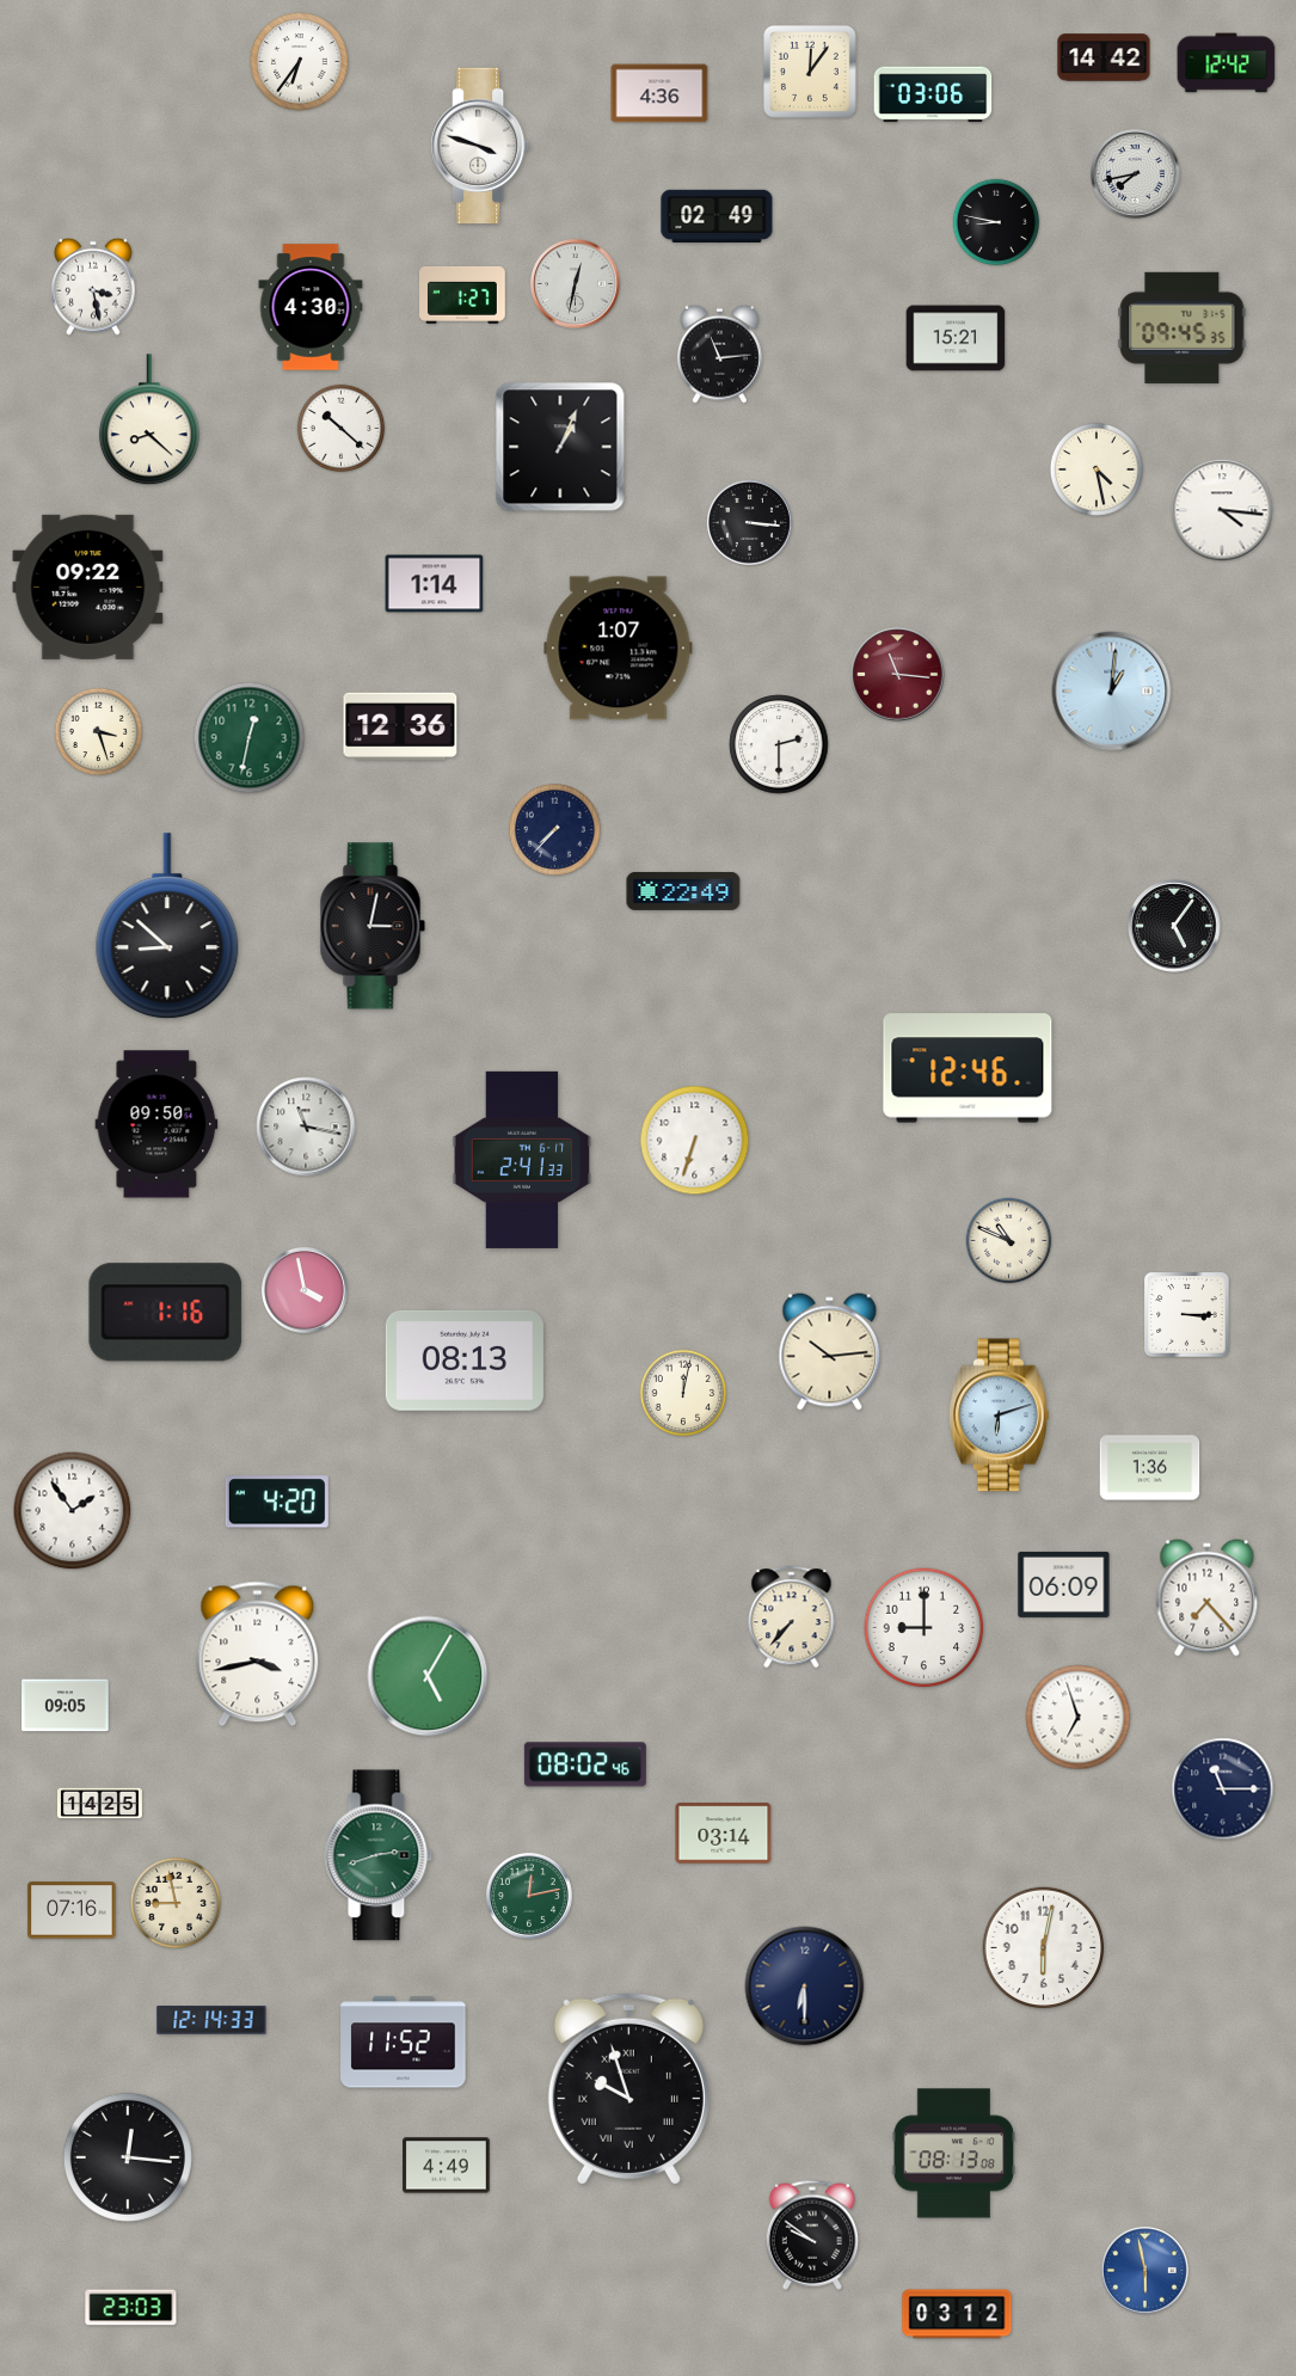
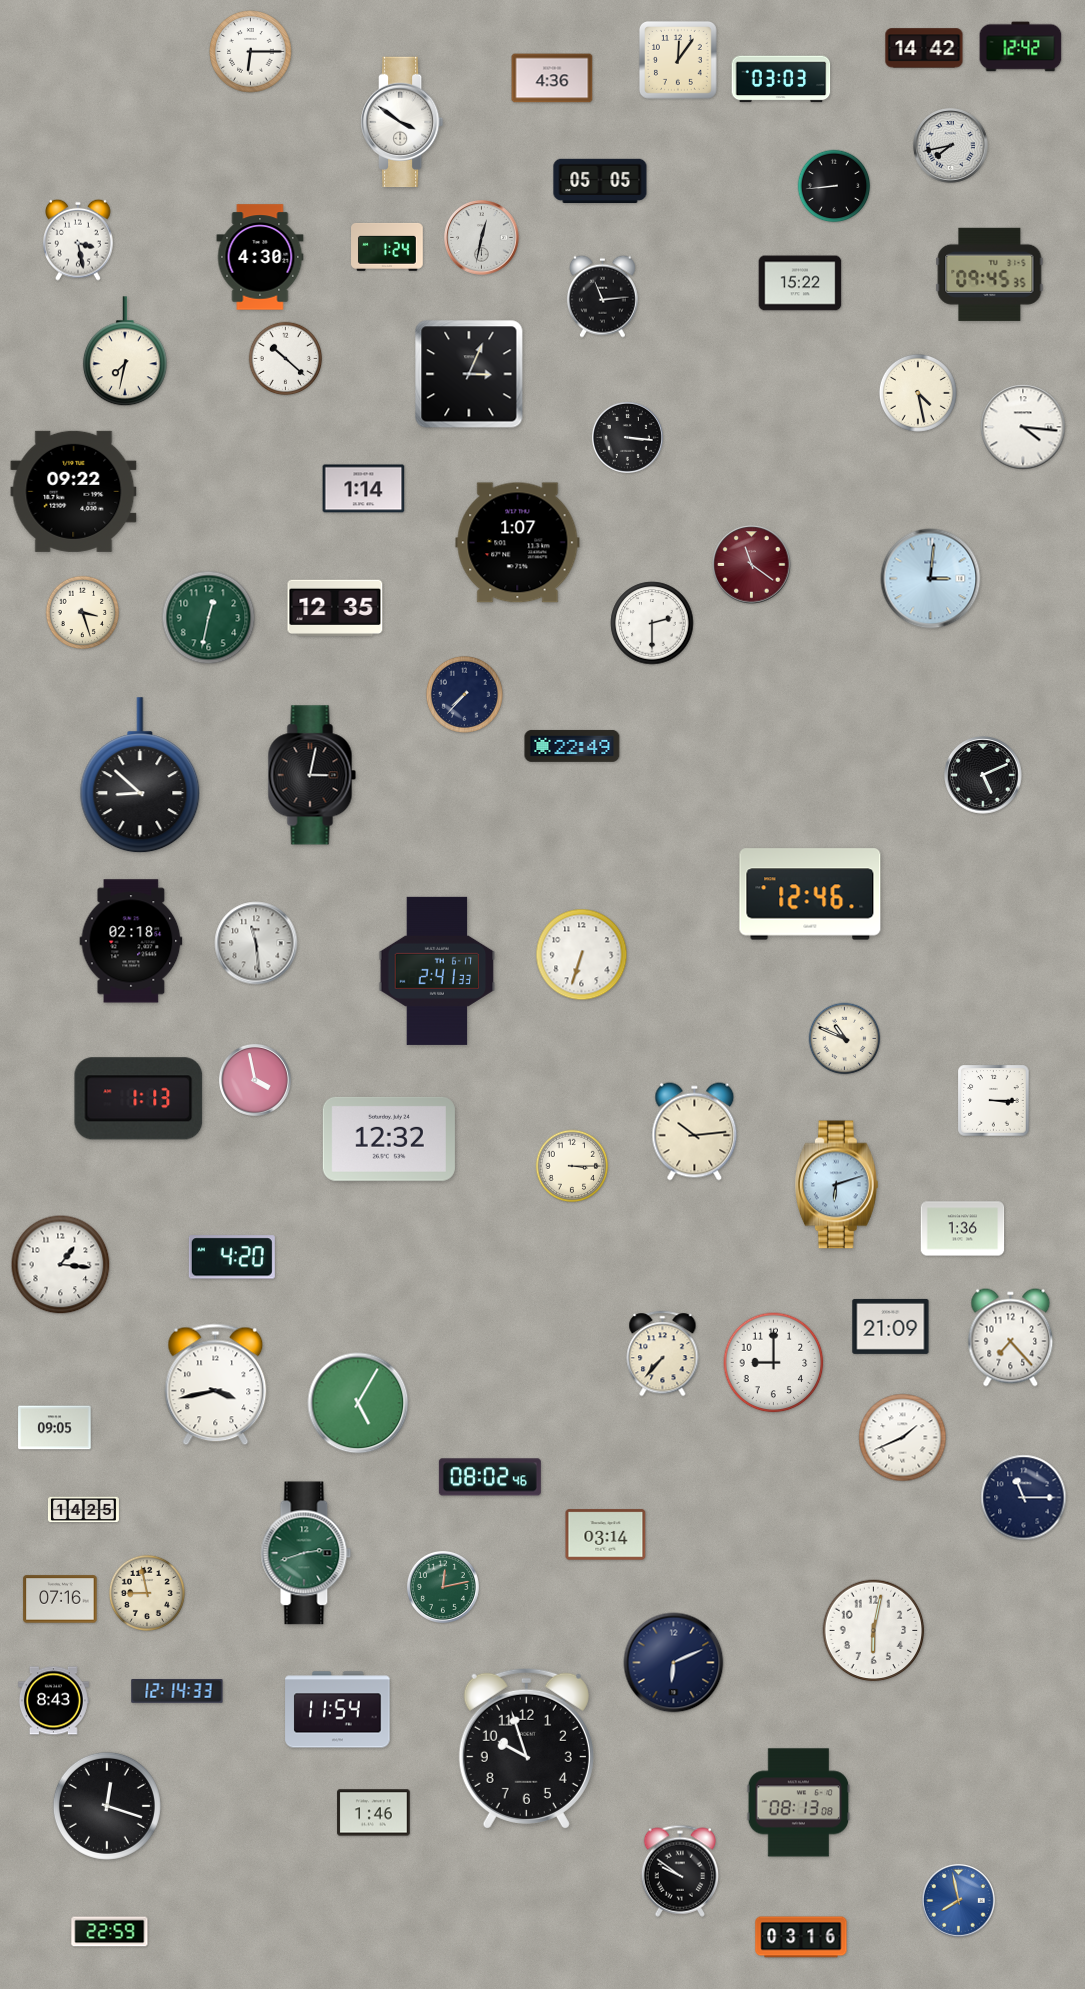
clock at (300, 62): 6:36 -> 6:15
clock at (1227, 63) position: (1227, 63) -> (1021, 47)
clock at (933, 94): 03:06 -> 03:03
clock at (481, 146): 3:48 -> 3:51
clock at (717, 215): 02:49 -> 05:05
clock at (996, 222): 8:47 -> 8:44
clock at (463, 295): 1:27 -> 1:24
clock at (956, 338): 15:21 -> 15:22
clock at (149, 420): 8:22 -> 7:32
clock at (560, 447): 1:04 -> 3:04
clock at (898, 675): 11:16 -> 11:21
clock at (1112, 692): 1:01 -> 3:01
clock at (400, 726): 12:36 -> 12:35
clock at (1174, 926): 5:06 -> 5:11
clock at (156, 1124): 09:50 -> 02:18
clock at (306, 1126): 11:17 -> 11:29
clock at (166, 1313): 1:16 -> 1:13
clock at (465, 1361): 08:13 -> 12:32
clock at (683, 1393): 12:02 -> 3:15
clock at (73, 1511): 1:54 -> 1:16
clock at (1064, 1584): 06:09 -> 21:09
clock at (1079, 1718): 6:57 -> 1:41
clock at (379, 1855) position: (379, 1855) -> (306, 1553)
clock at (805, 1987): 6:30 -> 6:11
clock at (53, 1701): none -> 8:43
clock at (404, 2043): 11:52 -> 11:54
clock at (628, 2088) numerals: Roman -> Arabic
clock at (128, 2157): 12:16 -> 12:18
clock at (447, 2166): 4:49 -> 1:46
clock at (1145, 2271): 5:58 -> 7:58
clock at (131, 2308): 23:03 -> 22:59
clock at (957, 2314): 03:12 -> 03:16
